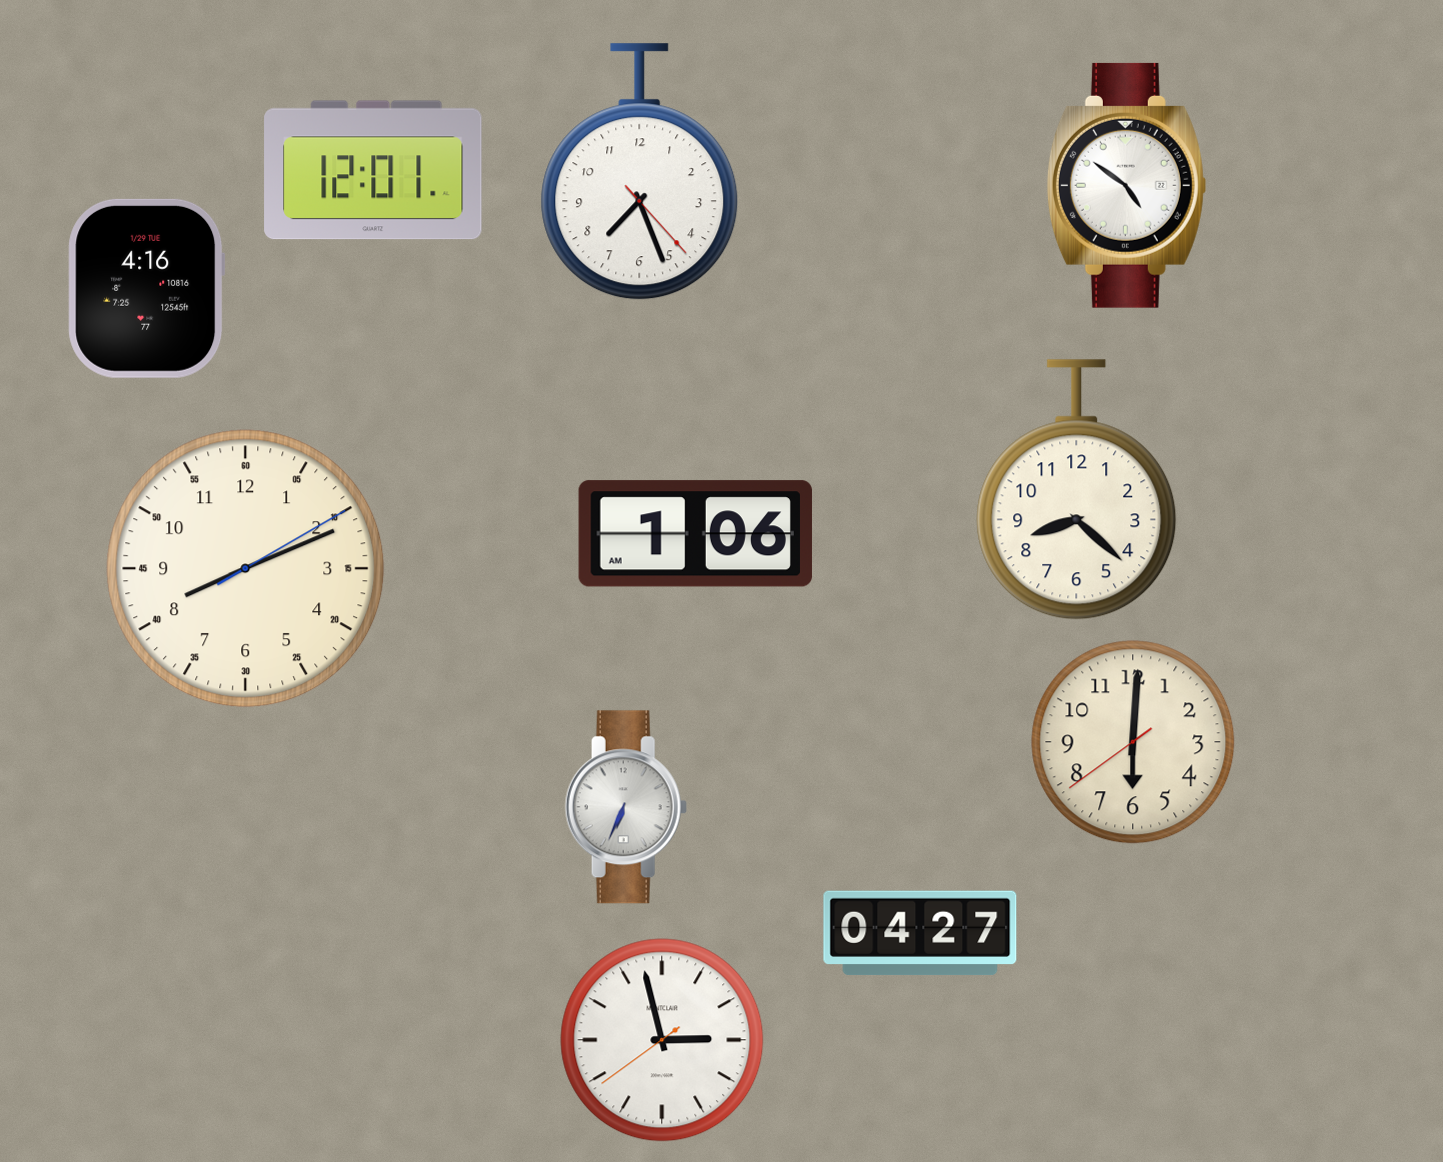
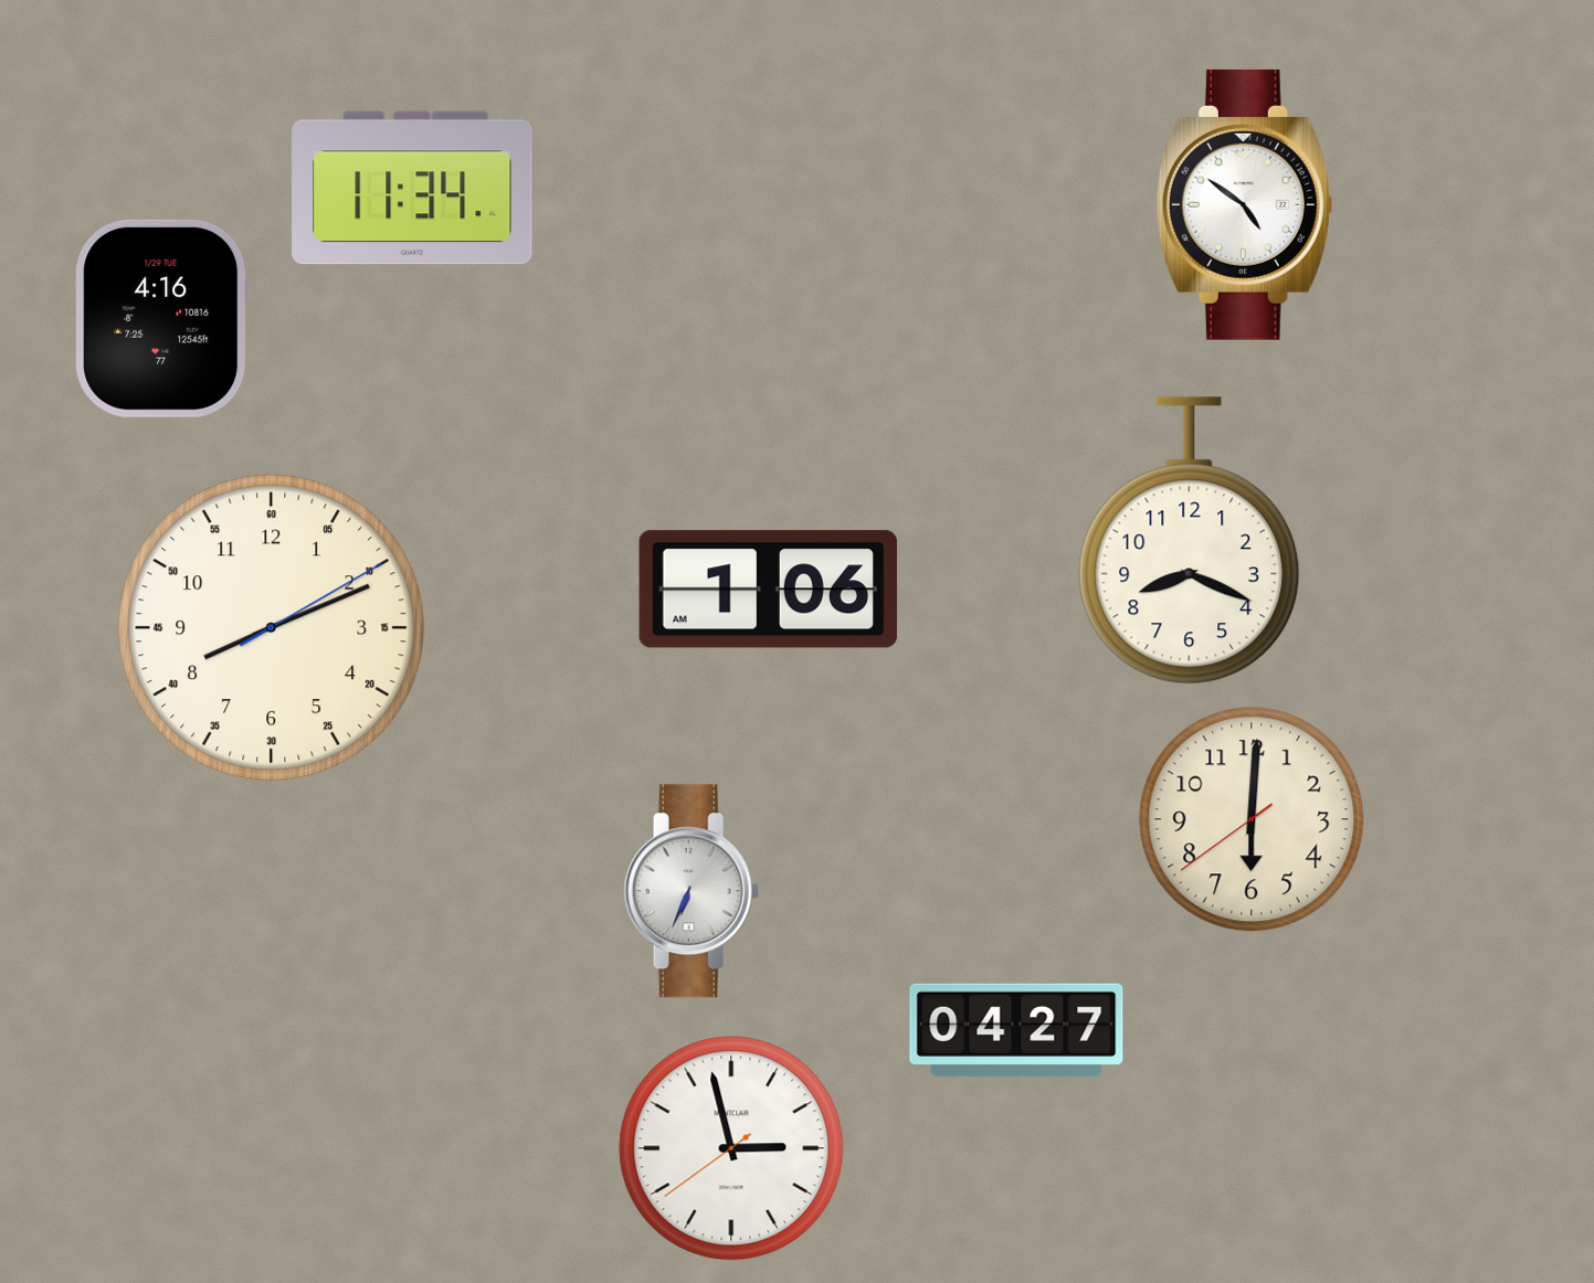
clock at (373, 170): 12:01 -> 11:34
clock at (640, 172): 7:26 -> none
clock at (1077, 490): 8:22 -> 8:19
